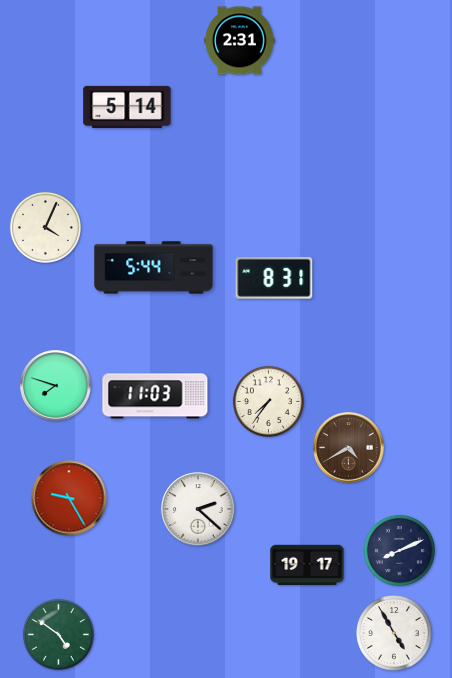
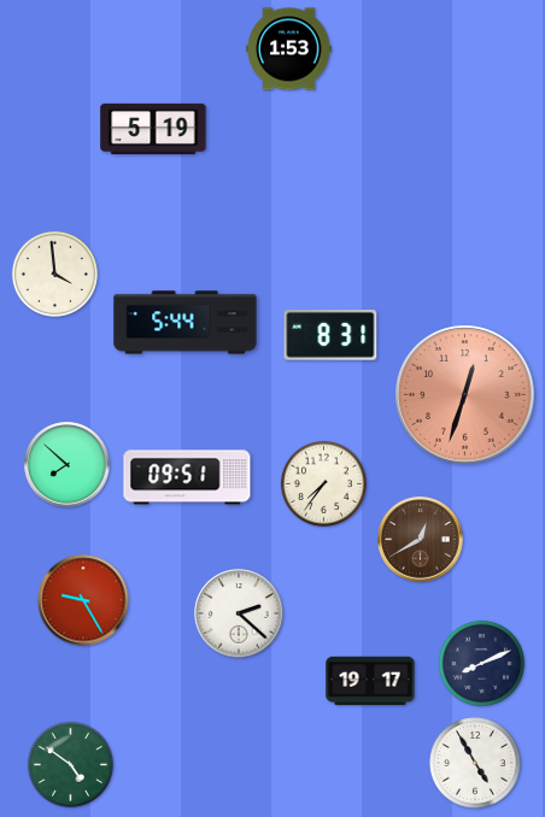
clock at (240, 41): 2:31 -> 1:53
clock at (127, 107): 5:14 -> 5:19
clock at (45, 227): 4:04 -> 3:59
clock at (465, 395): none -> 12:33
clock at (56, 386): 7:48 -> 7:52
clock at (155, 396): 11:03 -> 09:51
clock at (349, 448): 4:40 -> 12:40
